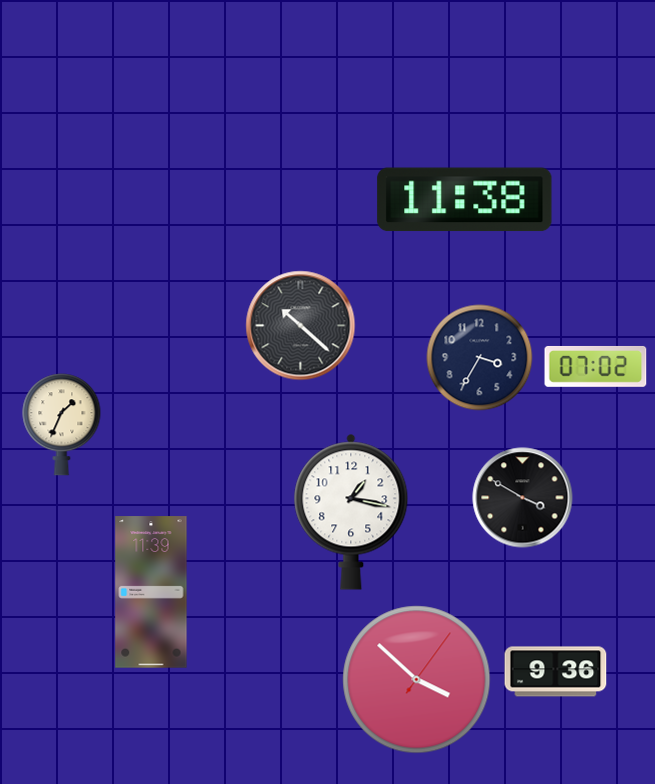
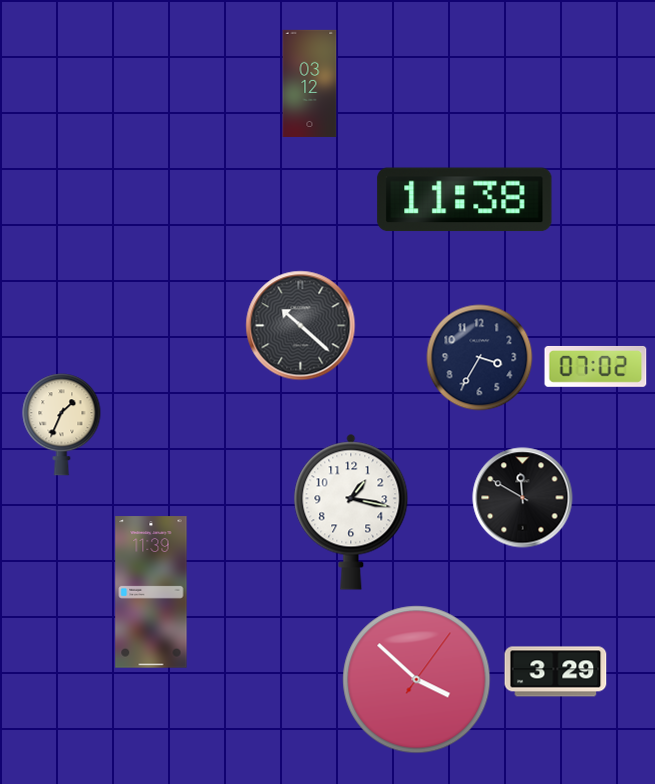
clock at (310, 83): none -> 03:12
clock at (523, 498): 3:50 -> 11:50
clock at (556, 672): 9:36 -> 3:29
